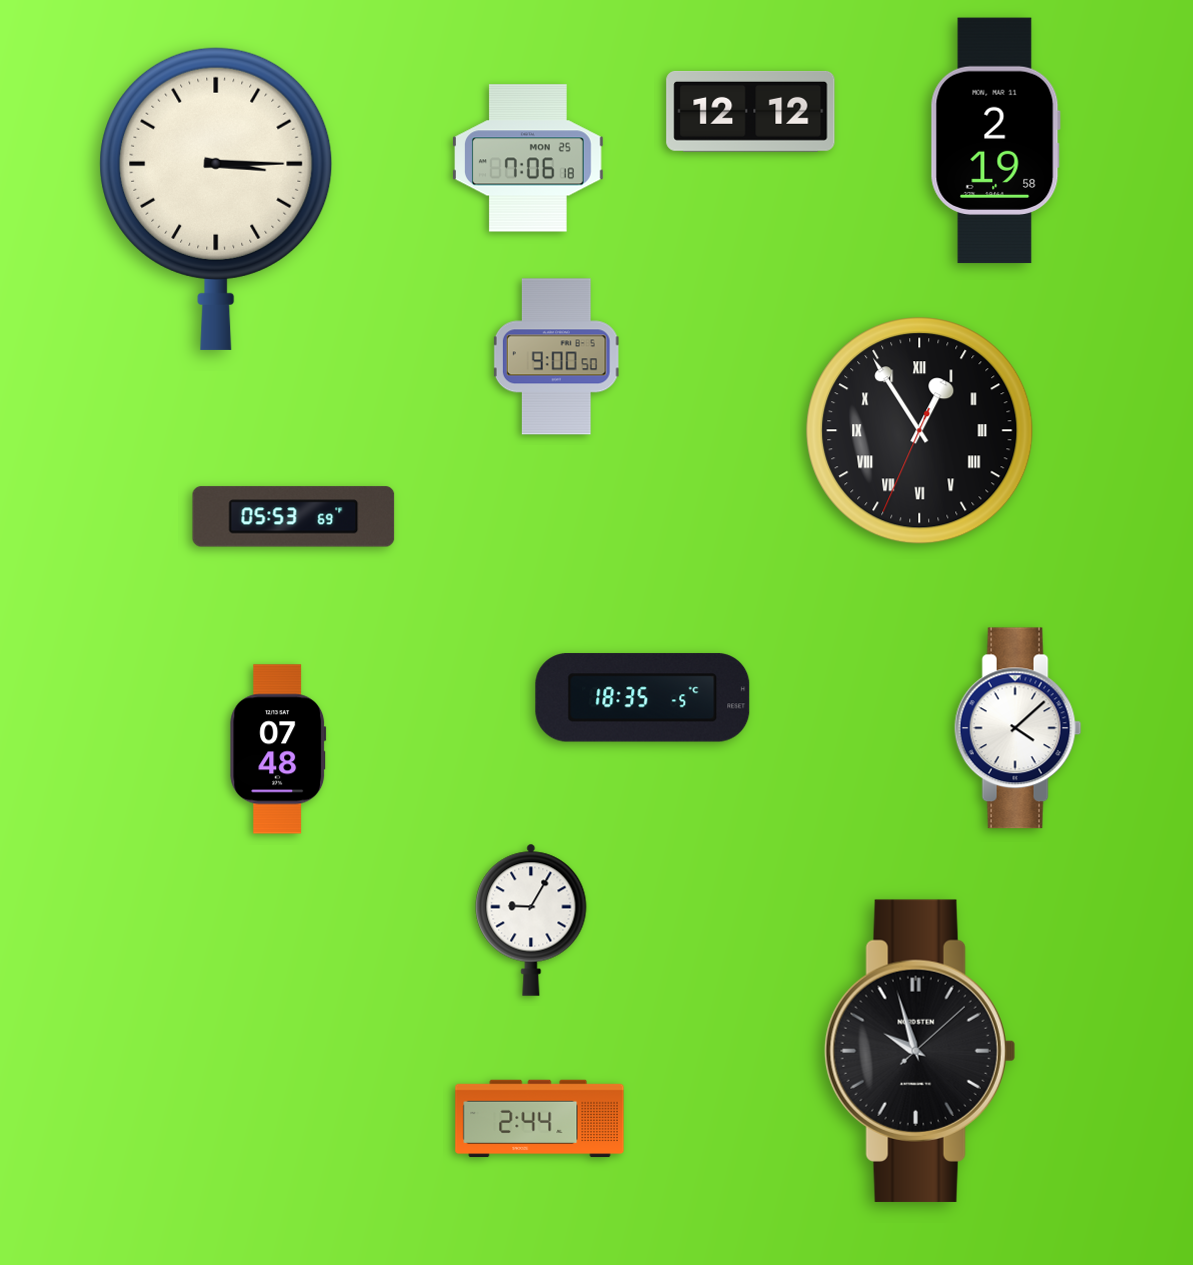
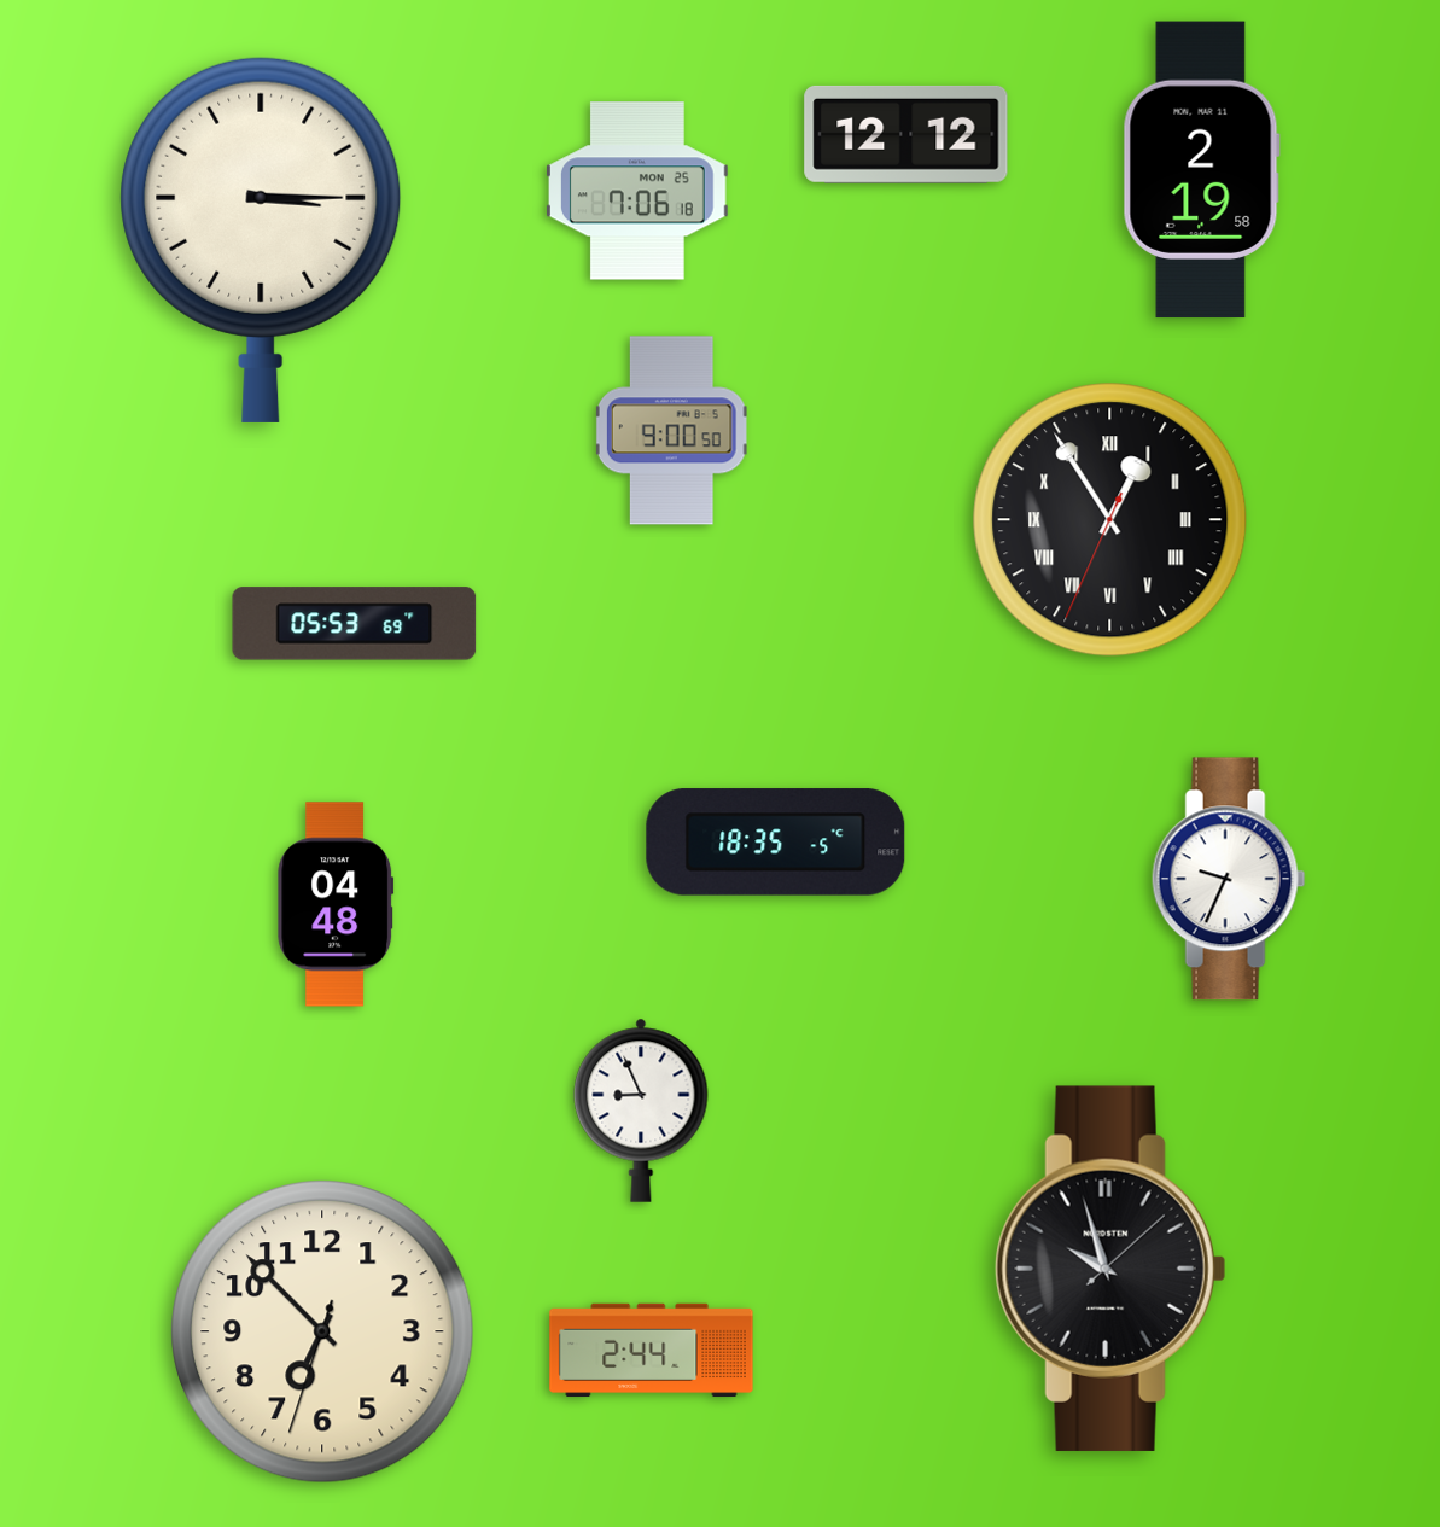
clock at (1018, 728): 4:08 -> 9:34
clock at (278, 749): 07:48 -> 04:48
clock at (531, 920): 9:05 -> 8:56
clock at (322, 1331): none -> 6:52
